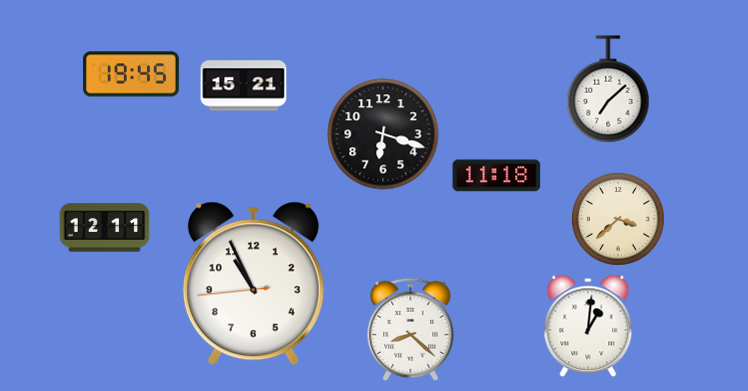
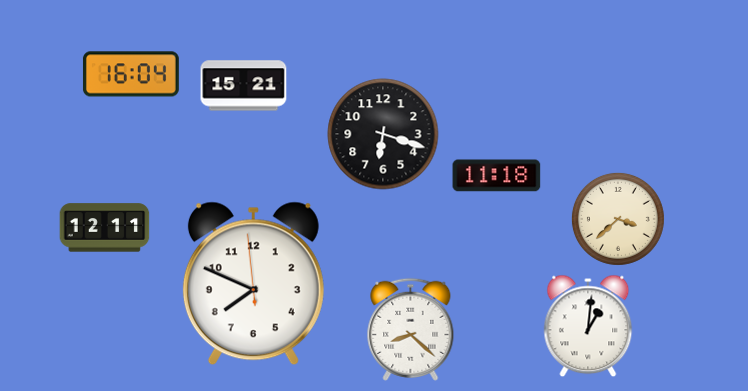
clock at (131, 74): 19:45 -> 16:04
clock at (608, 89): 7:08 -> none
clock at (253, 284): 10:55 -> 7:48
